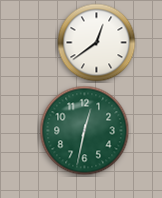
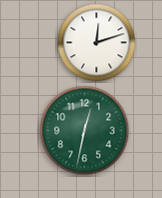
clock at (97, 43): 12:39 -> 12:12
